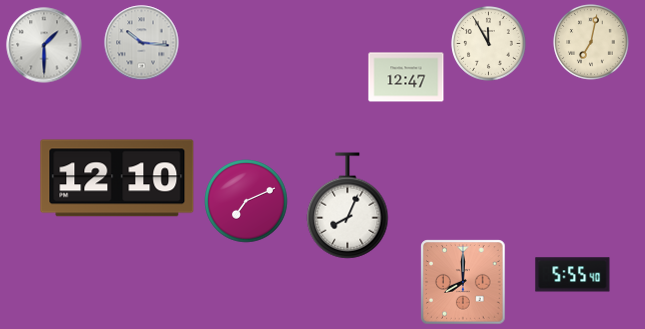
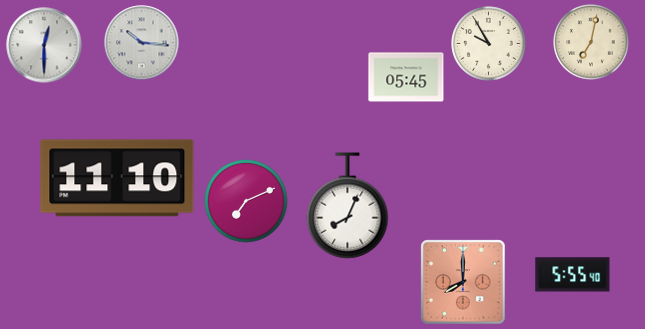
clock at (489, 44): 11:55 -> 9:55
clock at (44, 45): 1:30 -> 12:30
clock at (406, 77): 12:47 -> 05:45
clock at (117, 178): 12:10 -> 11:10
